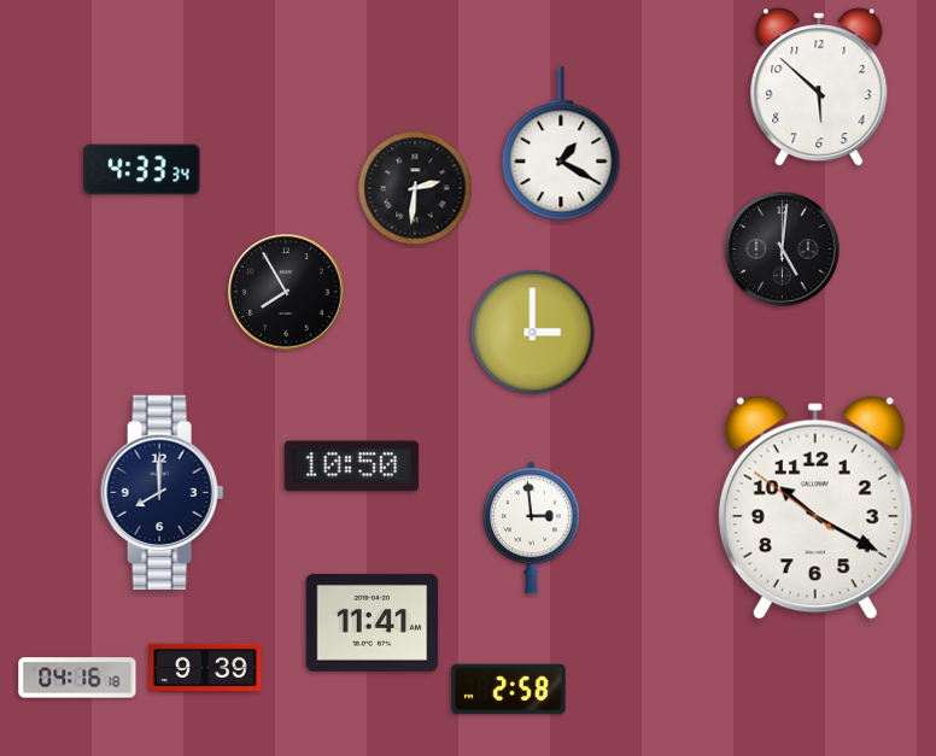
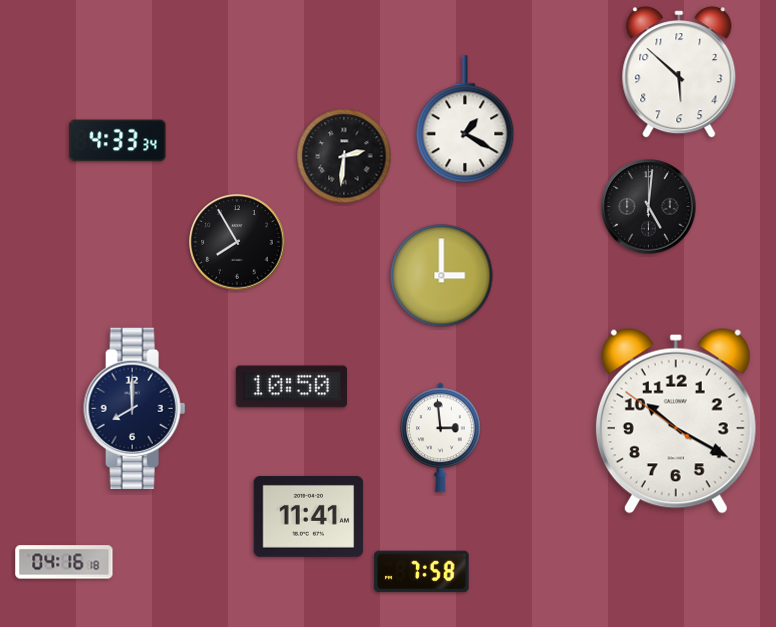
clock at (205, 668): 9:39 -> none
clock at (509, 690): 2:58 -> 7:58
